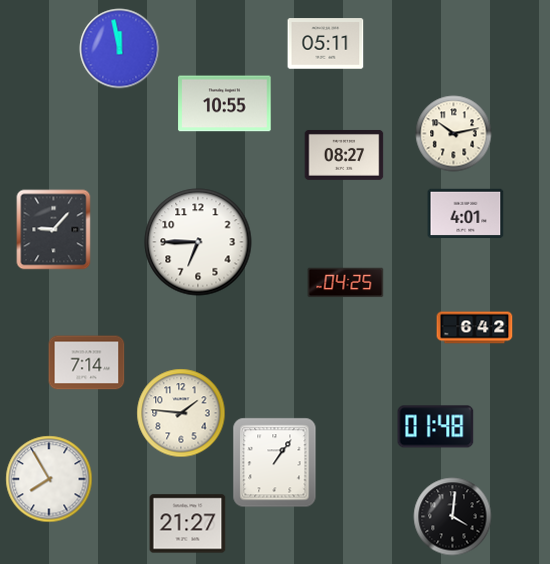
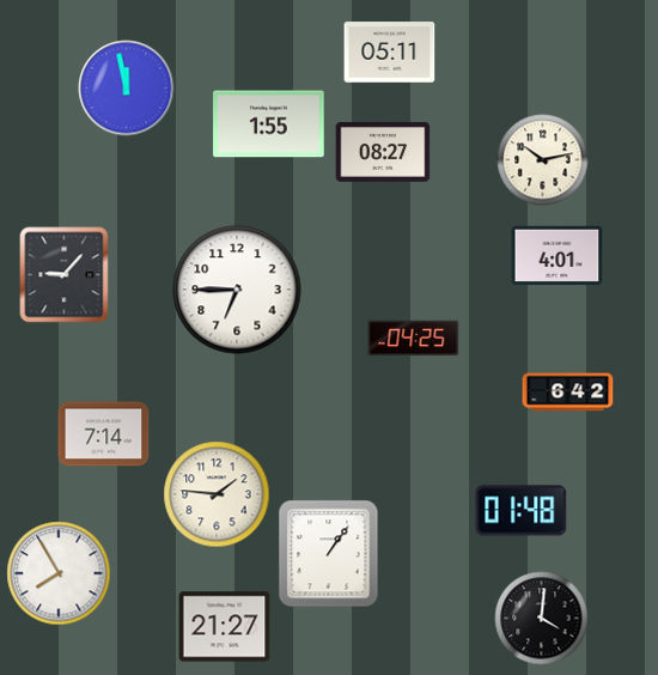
clock at (120, 49) position: (120, 49) -> (127, 89)
clock at (225, 104): 10:55 -> 1:55
clock at (344, 155) position: (344, 155) -> (383, 152)
